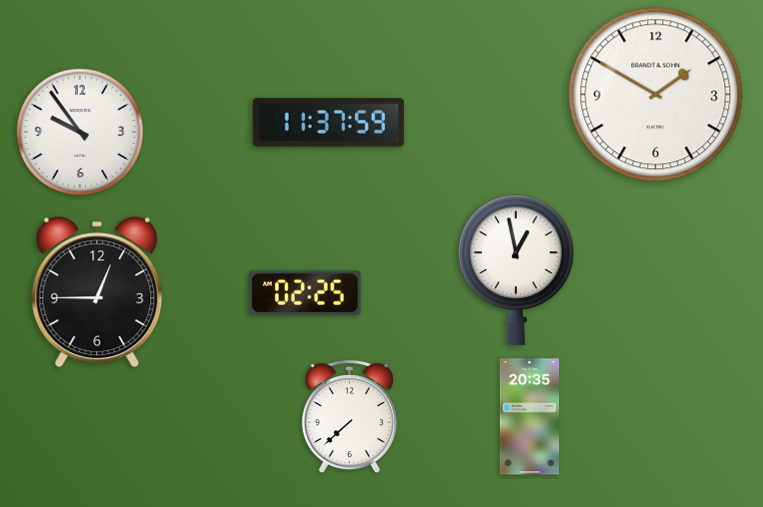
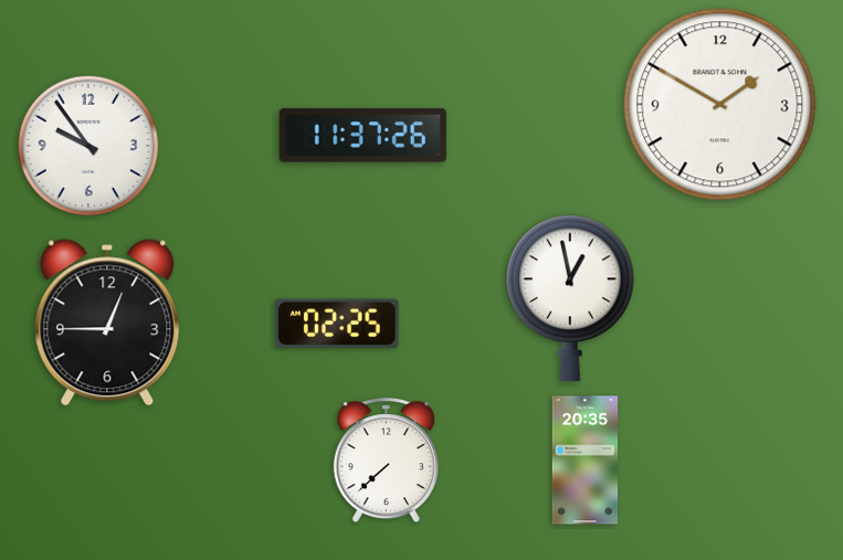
clock at (656, 95) position: (656, 95) -> (720, 105)
clock at (328, 123): 11:37:59 -> 11:37:26
